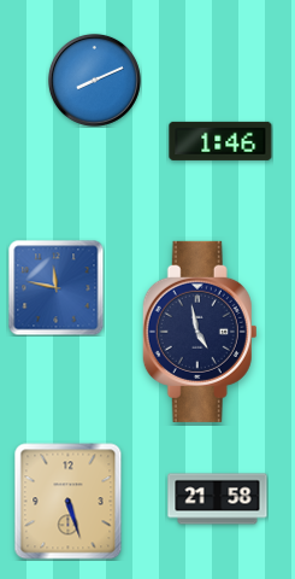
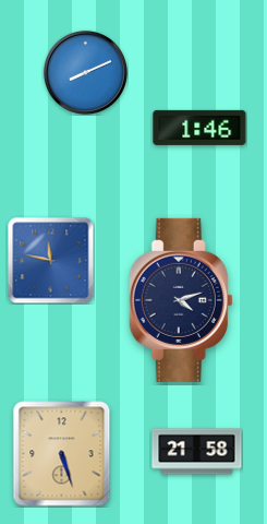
clock at (200, 332): 4:58 -> 4:12
